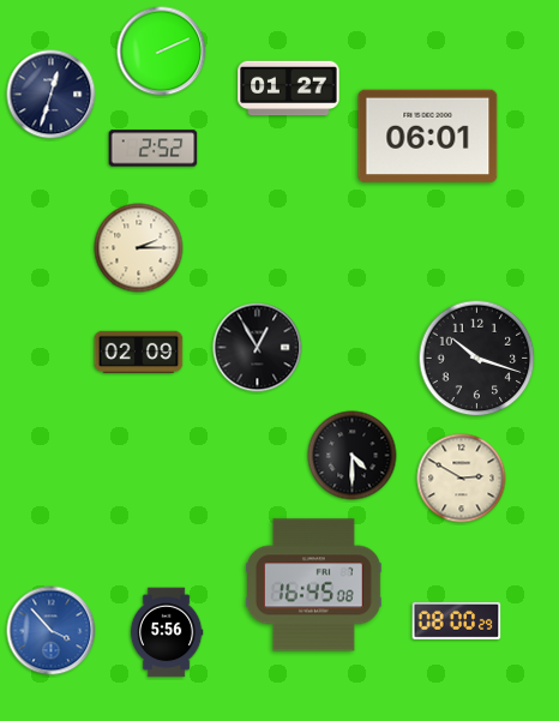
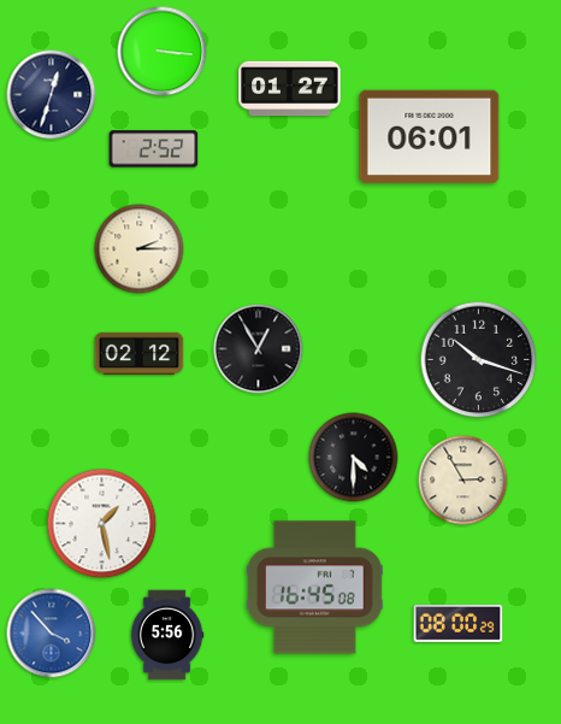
clock at (162, 52): 2:11 -> 3:16
clock at (139, 352): 02:09 -> 02:12
clock at (462, 479): 2:50 -> 2:55
clock at (102, 524): none -> 1:28
